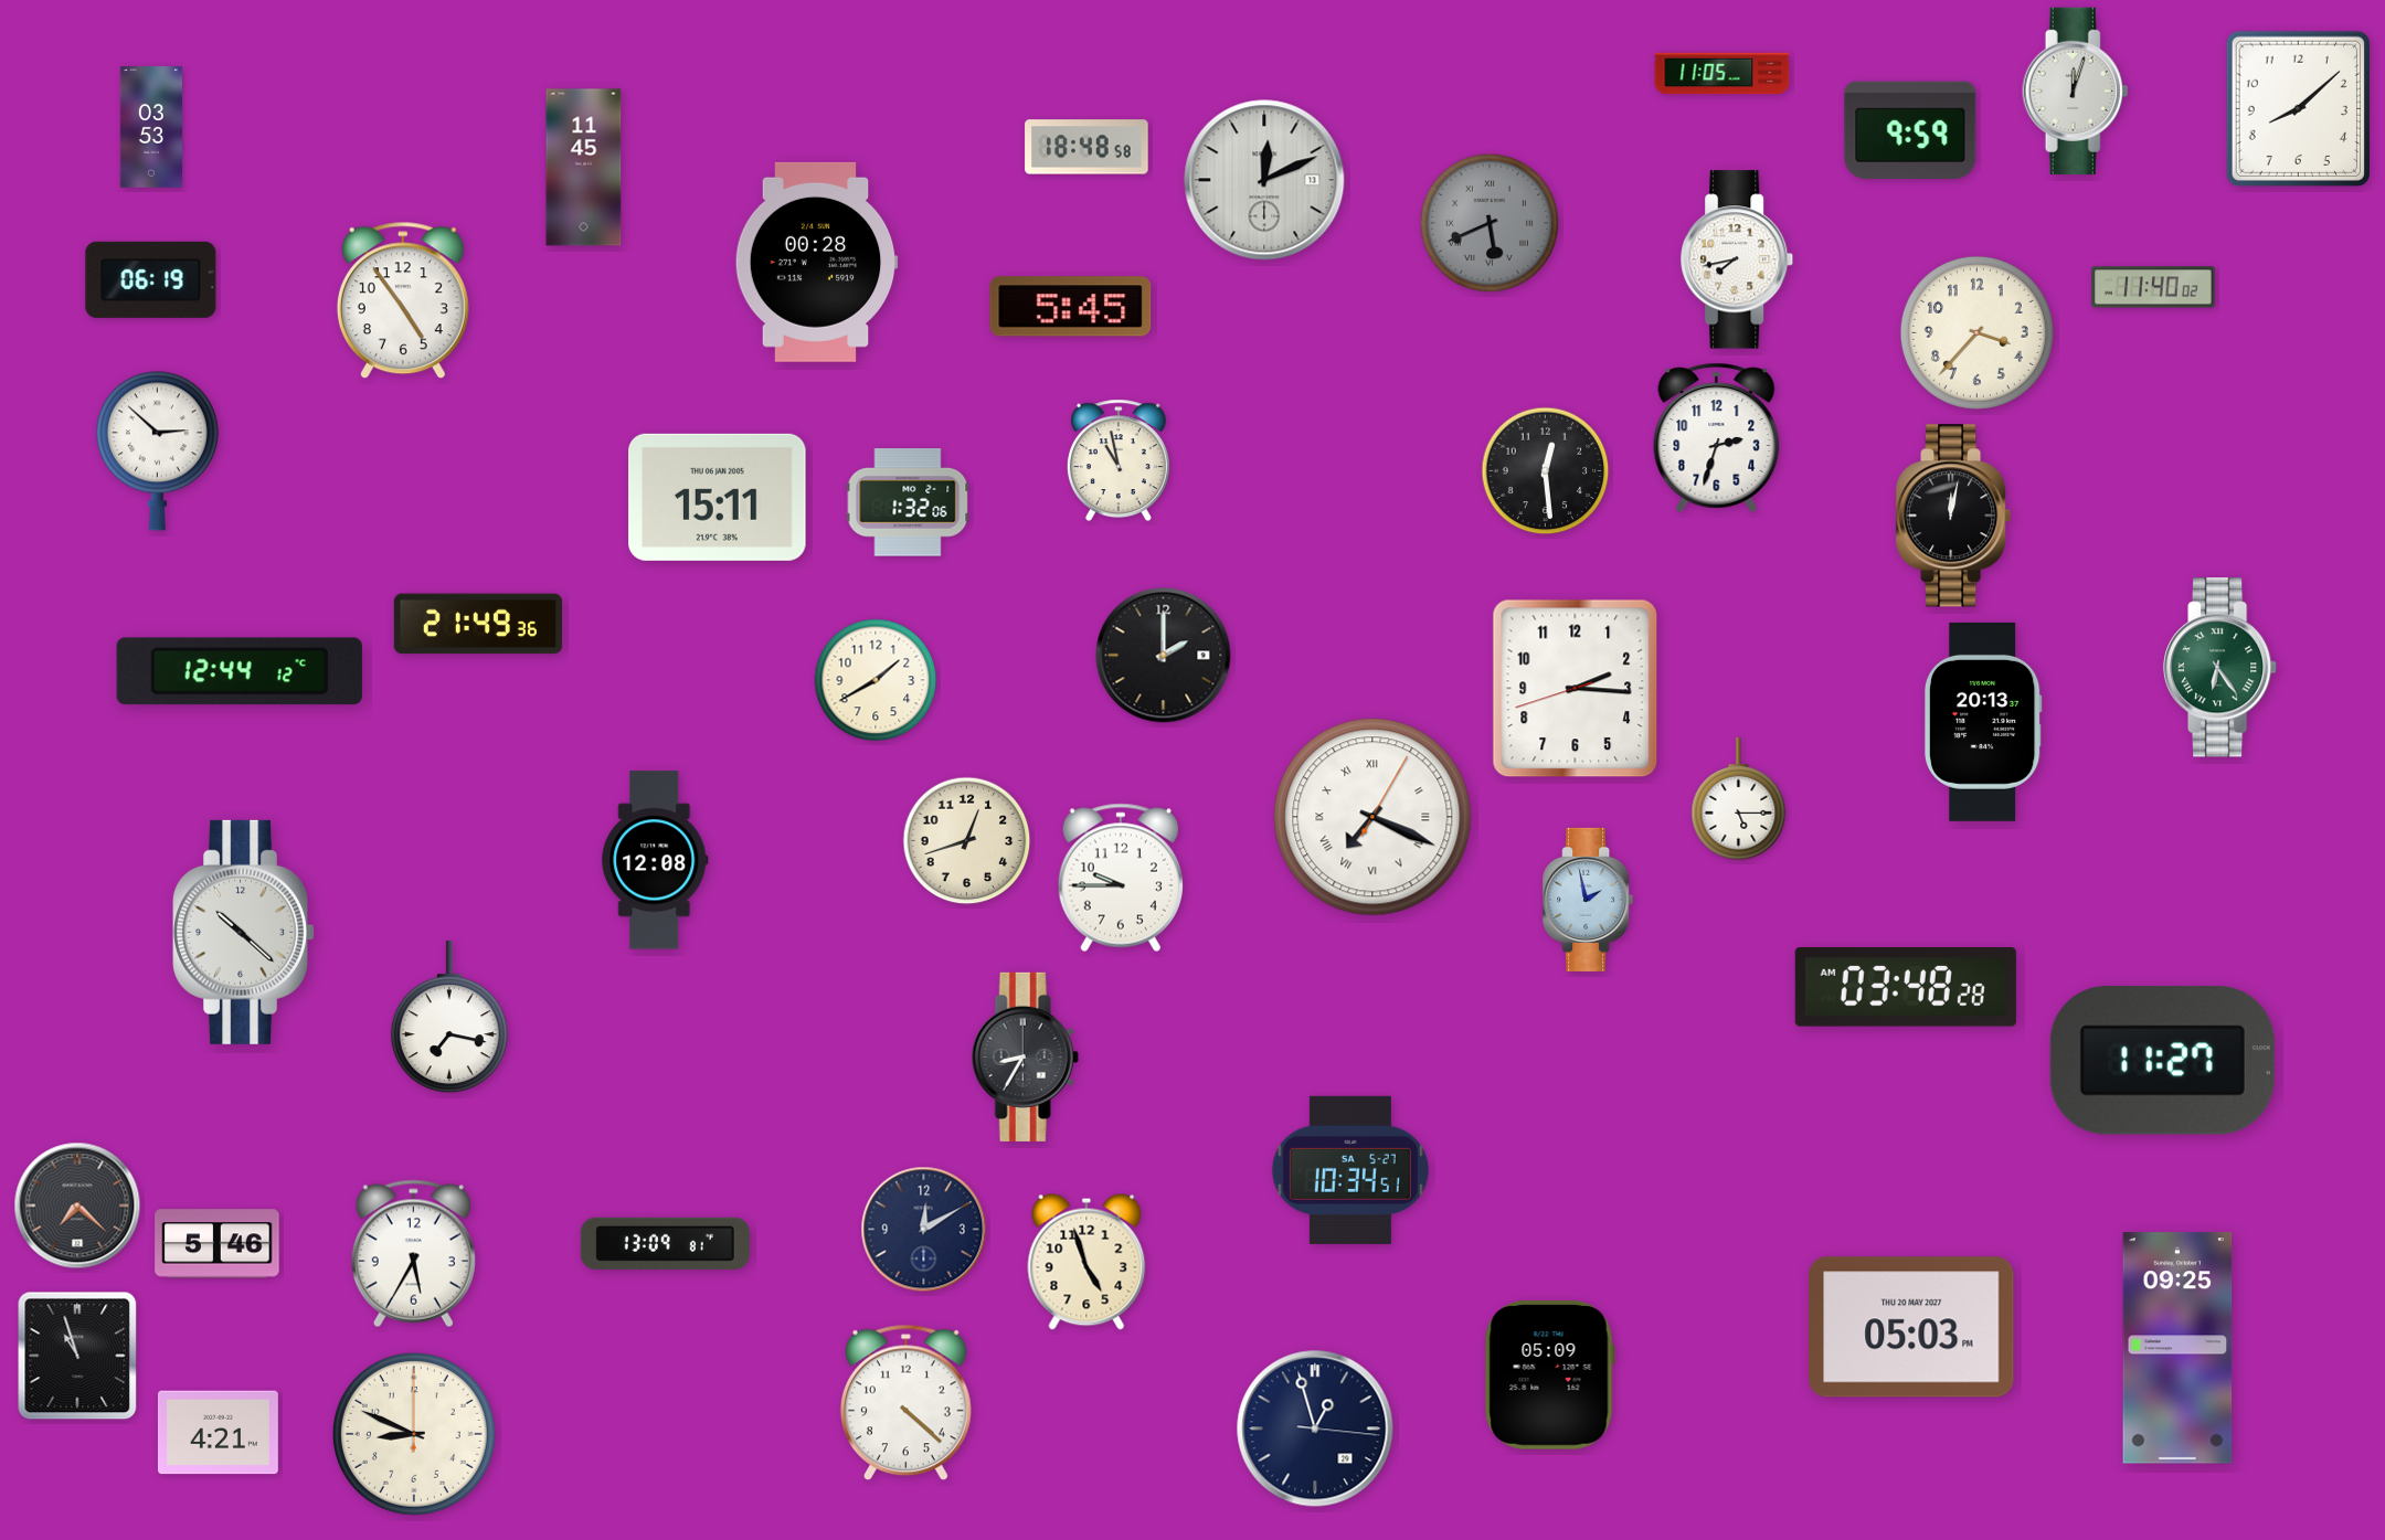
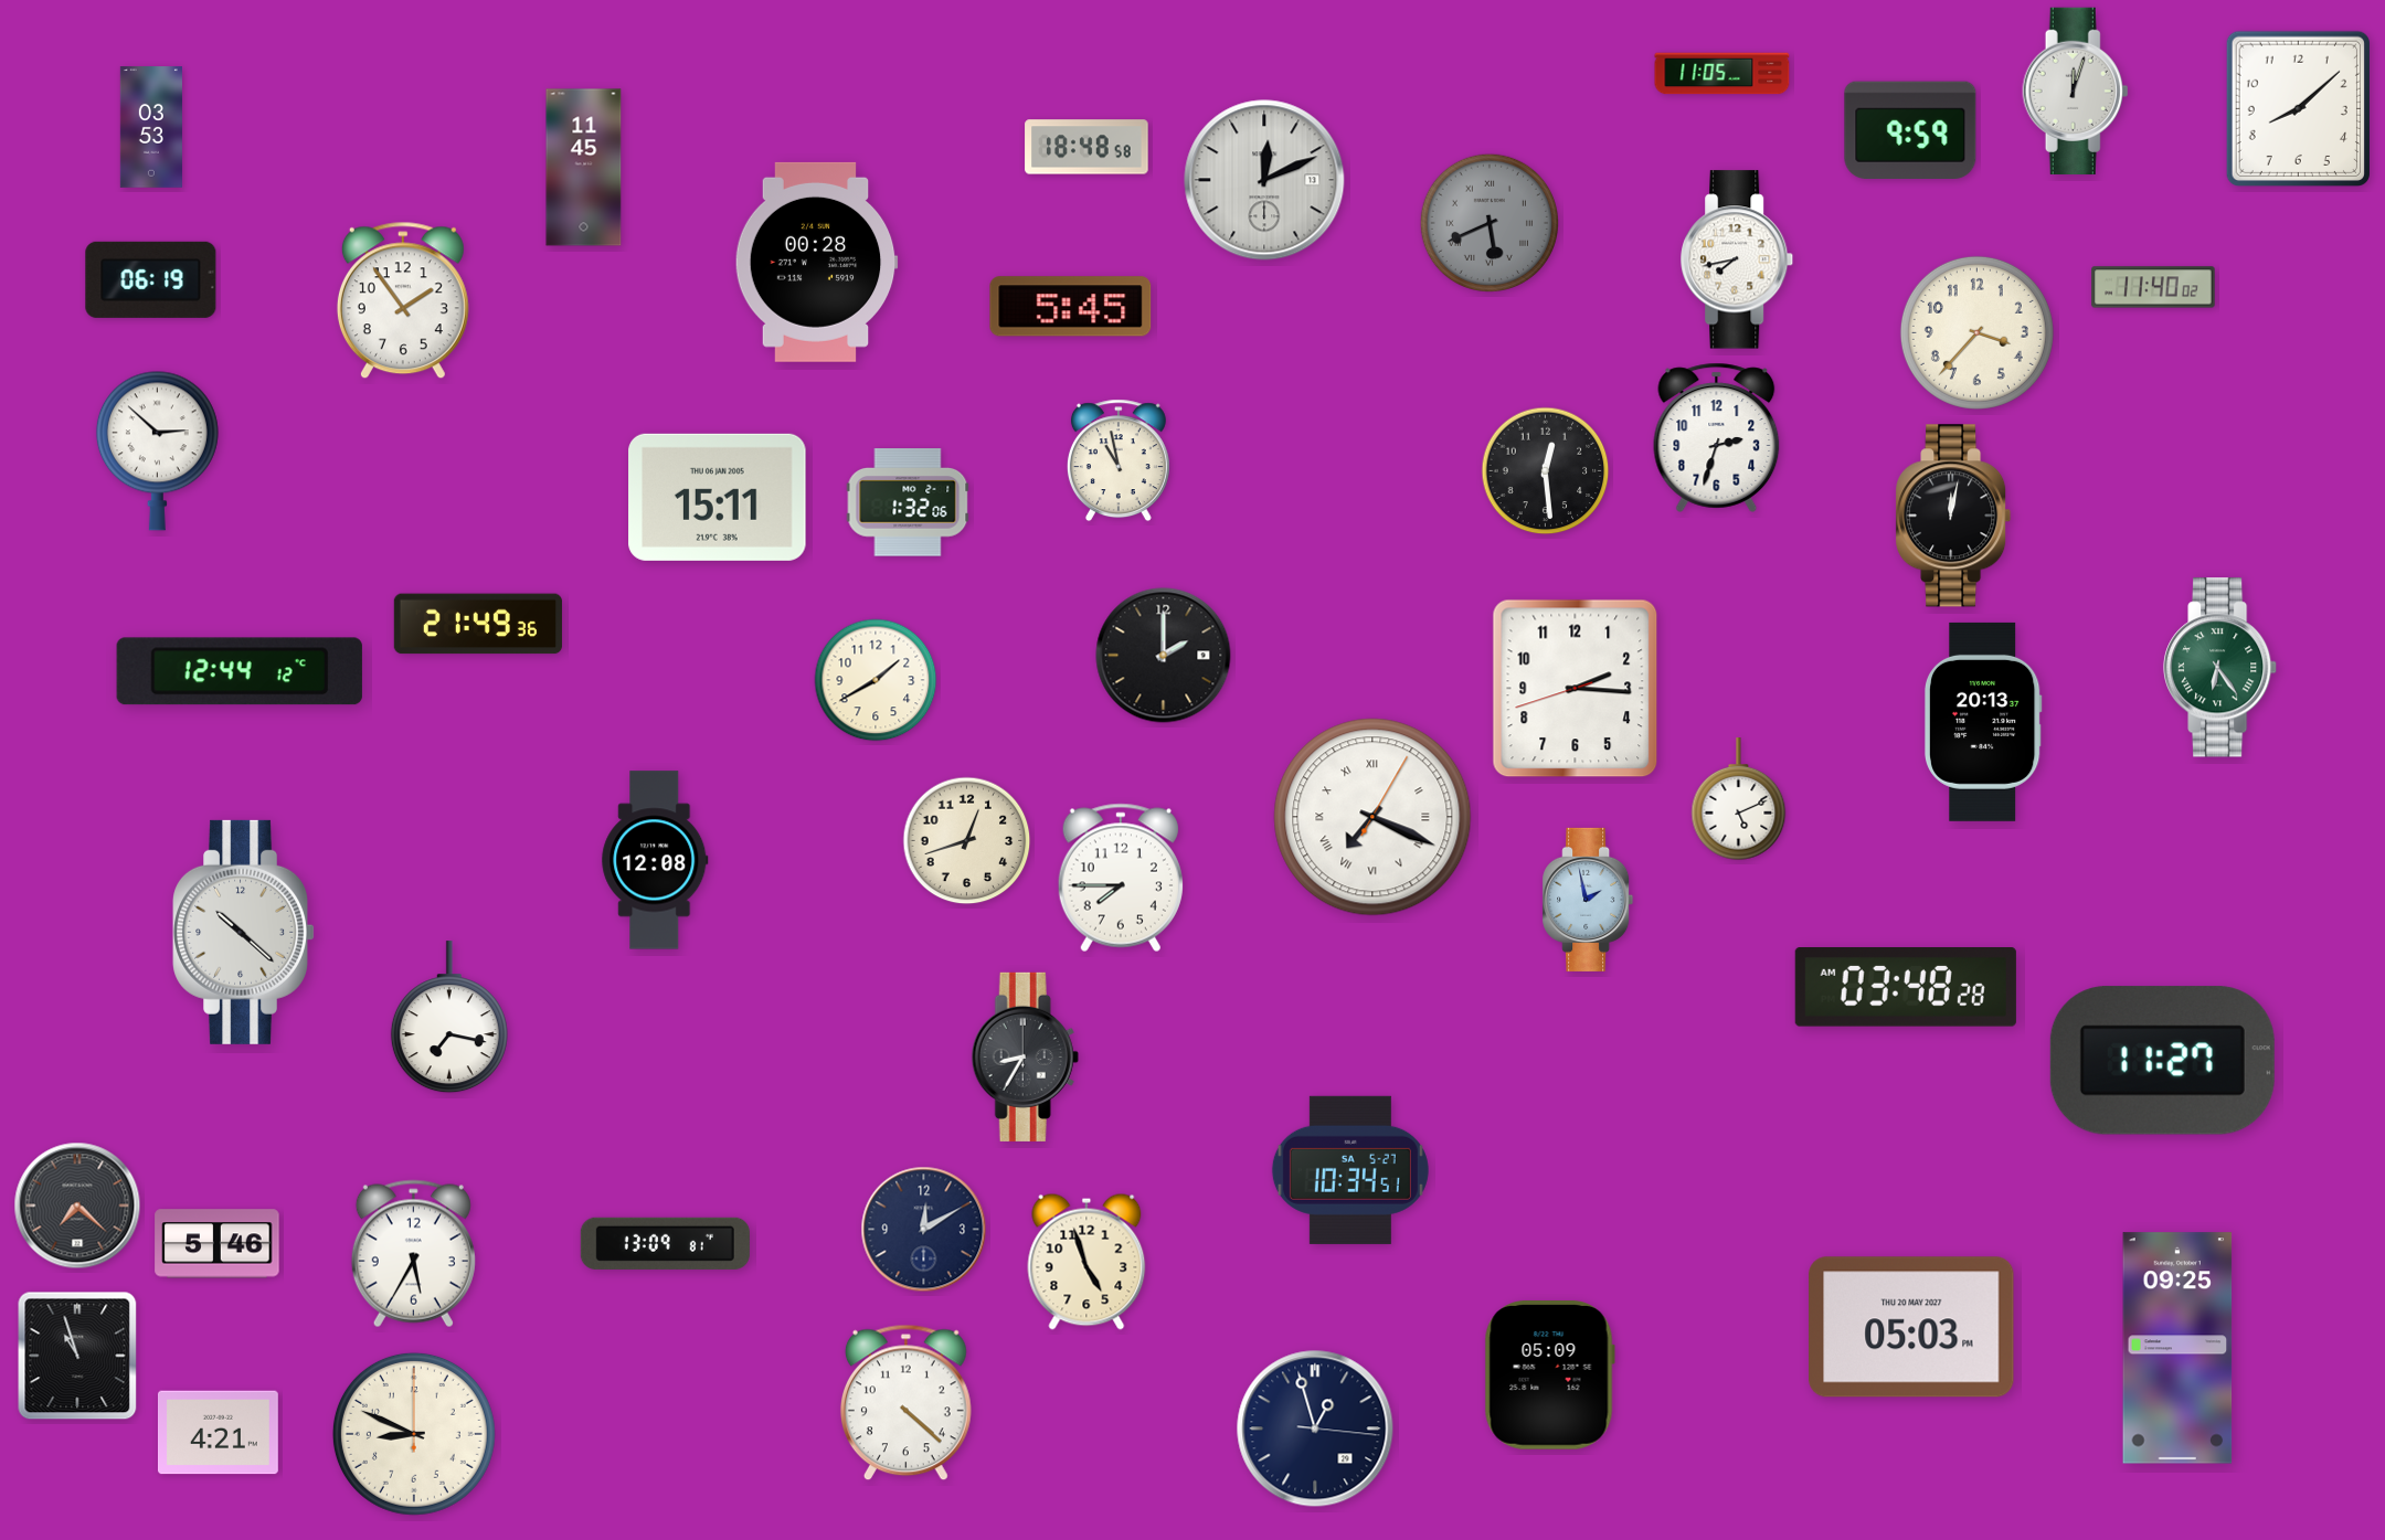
clock at (403, 300): 4:54 -> 1:54
clock at (1739, 799): 5:15 -> 5:11
clock at (1121, 878): 9:45 -> 7:45
